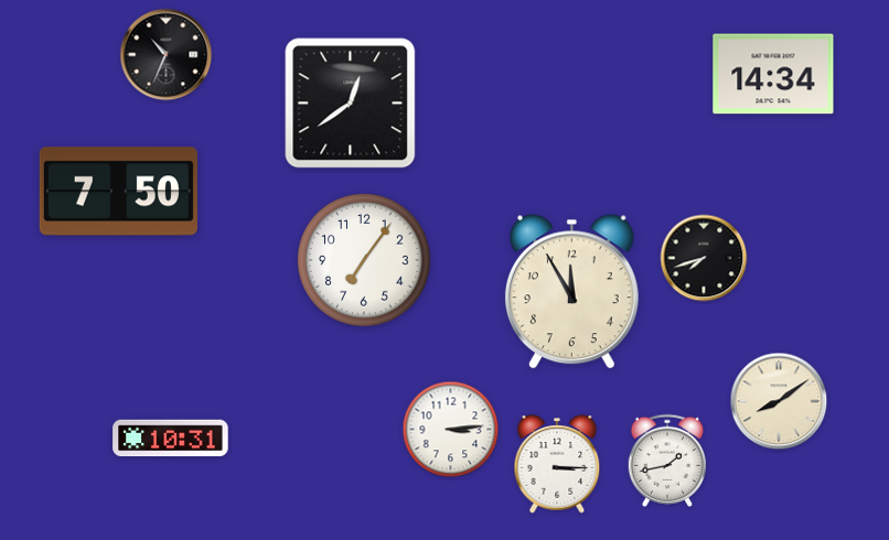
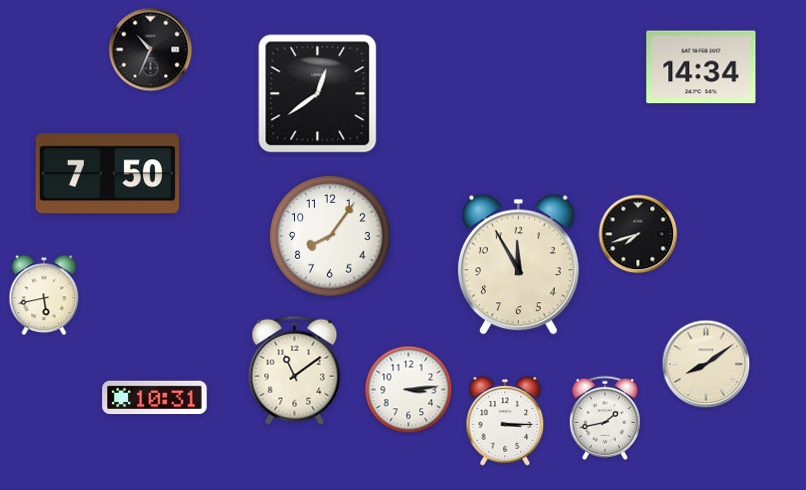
clock at (364, 260): 7:06 -> 8:06
clock at (44, 295): none -> 5:43
clock at (295, 370): none -> 11:09
